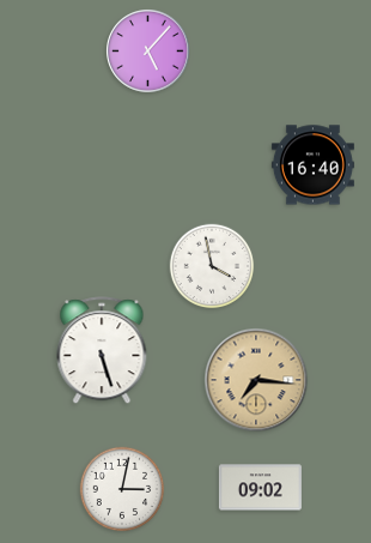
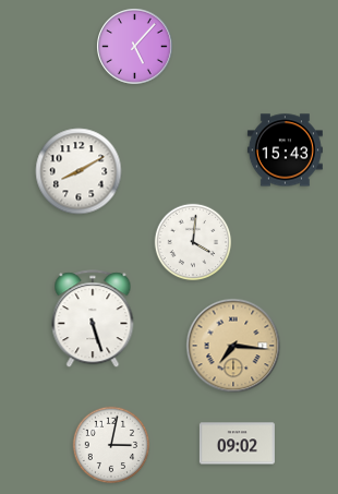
clock at (312, 165): 16:40 -> 15:43
clock at (79, 171): none -> 8:10
clock at (212, 266): 3:58 -> 4:01
